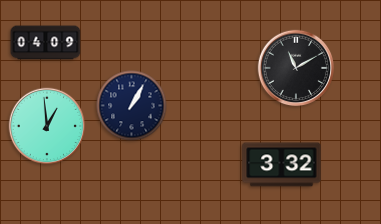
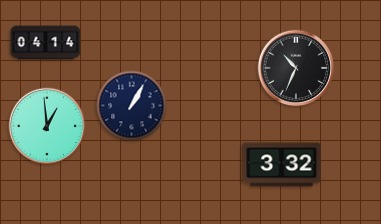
clock at (46, 43): 04:09 -> 04:14
clock at (296, 68): 11:10 -> 10:34
